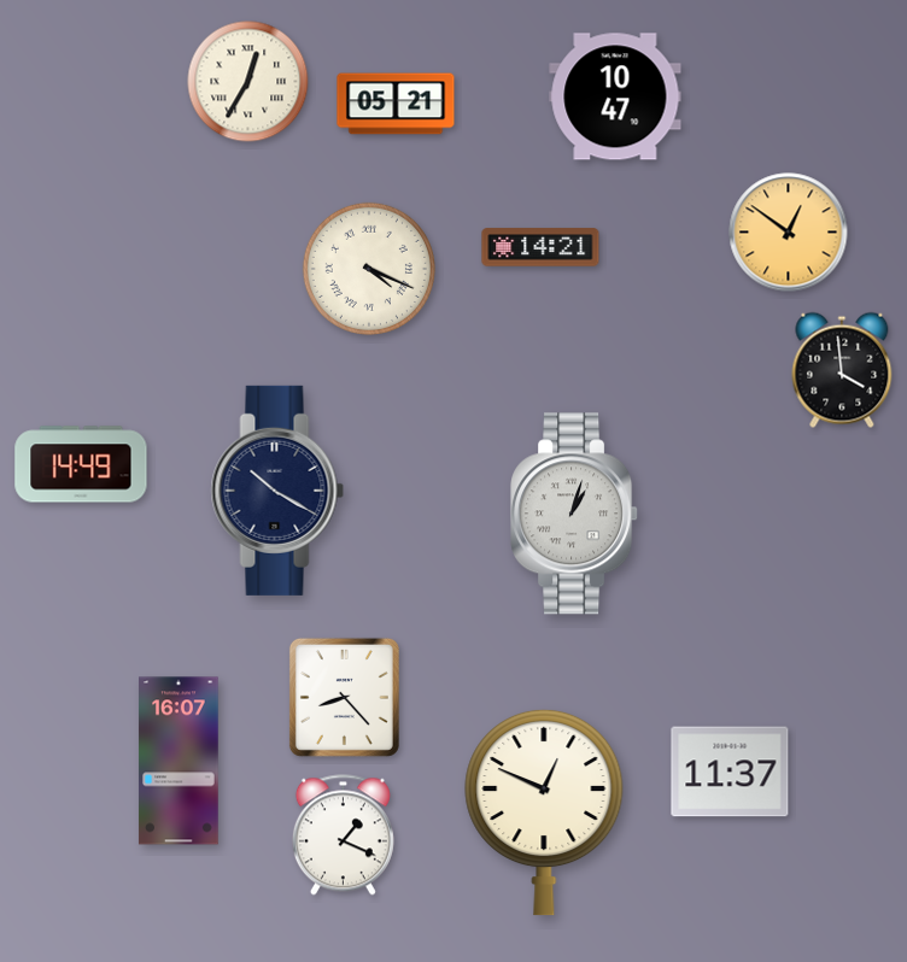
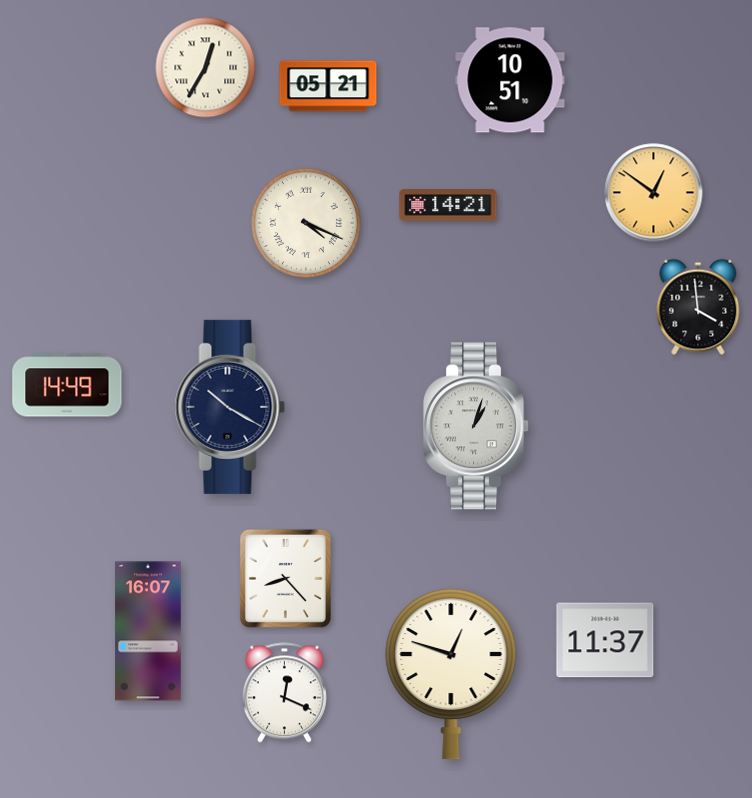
clock at (615, 96): 10:47 -> 10:51
clock at (544, 813): 12:49 -> 12:48
clock at (343, 835): 1:19 -> 12:19
